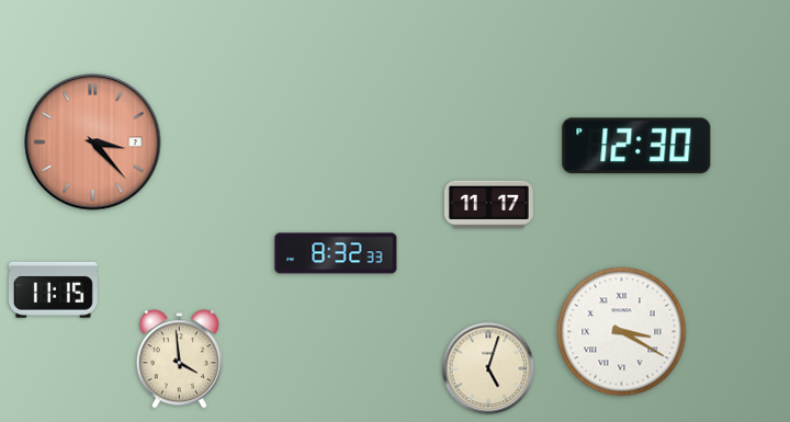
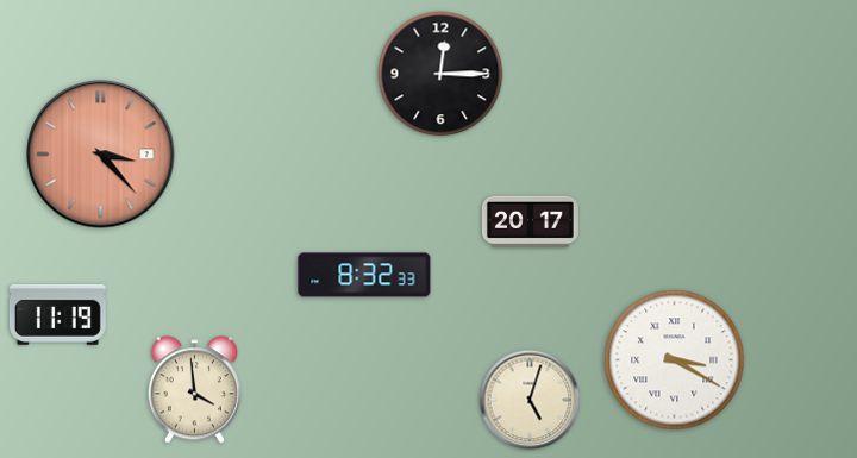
clock at (440, 74): none -> 12:15
clock at (636, 146): 12:30 -> none
clock at (488, 205): 11:17 -> 20:17
clock at (53, 289): 11:15 -> 11:19
